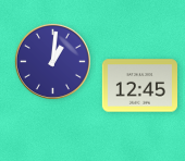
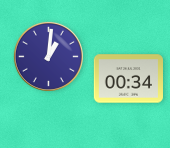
clock at (139, 86): 12:45 -> 00:34
